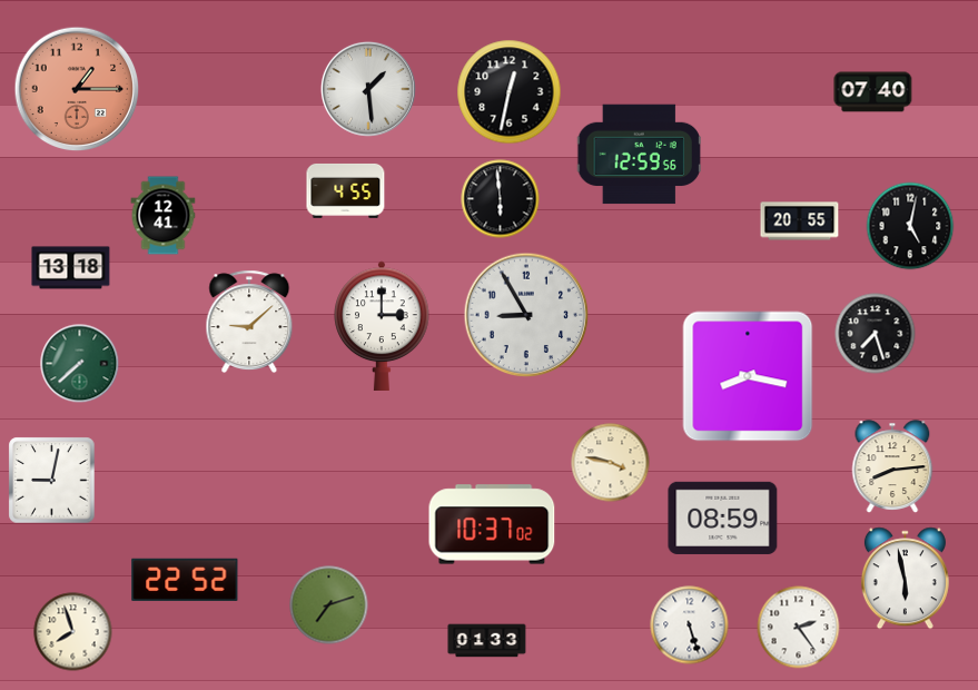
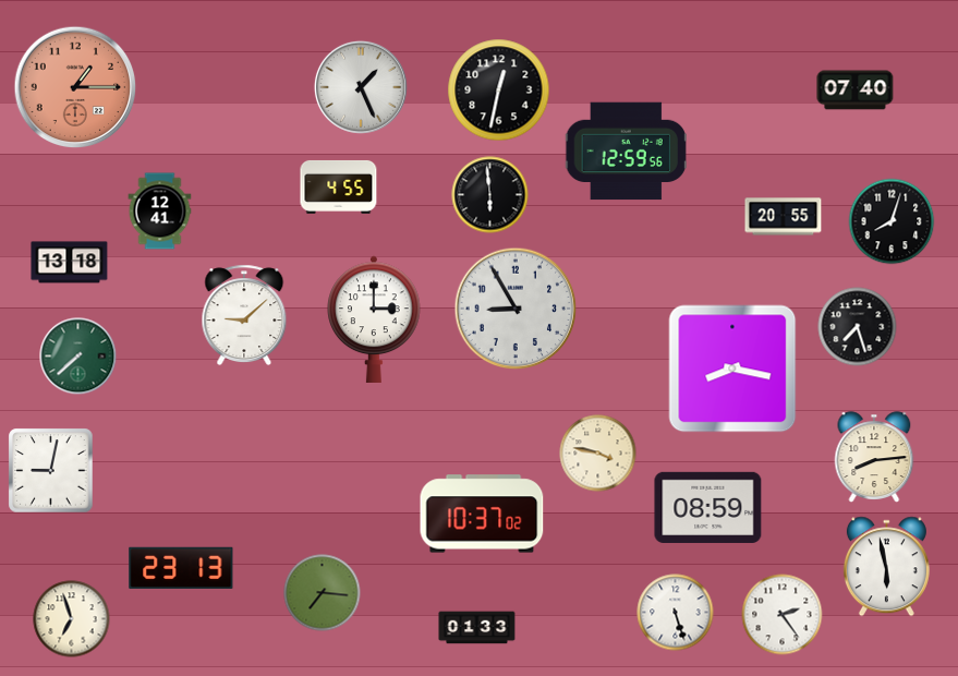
clock at (368, 89): 1:29 -> 1:26
clock at (910, 226): 5:02 -> 8:03
clock at (185, 580): 22:52 -> 23:13
clock at (329, 605): 7:12 -> 7:16
clock at (73, 632): 7:57 -> 6:57
